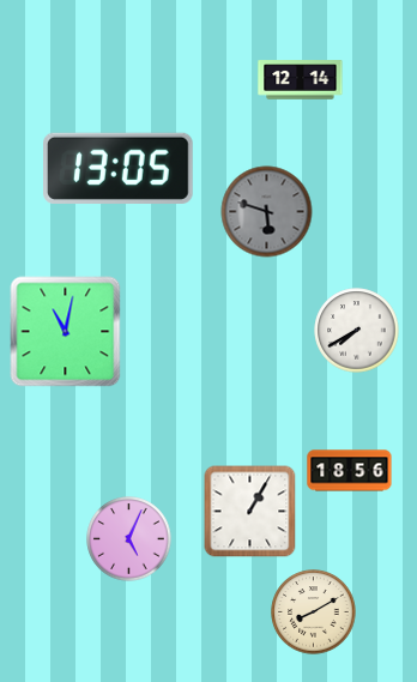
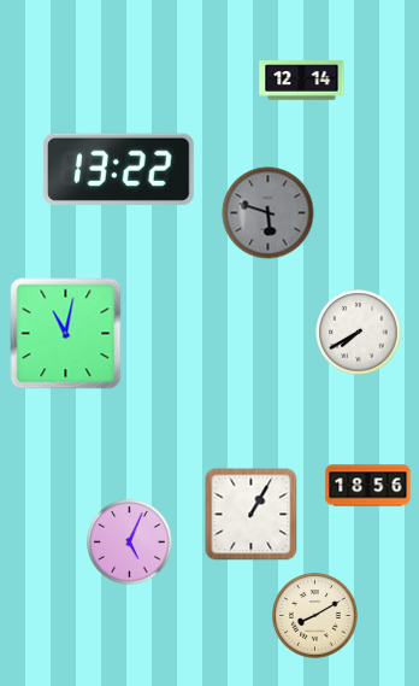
clock at (119, 168): 13:05 -> 13:22
clock at (350, 471) position: (350, 471) -> (368, 486)
